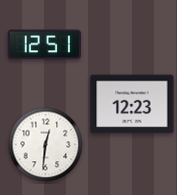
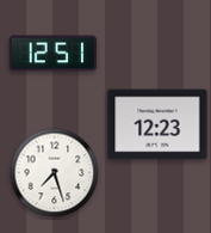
clock at (46, 145): 12:31 -> 7:27
